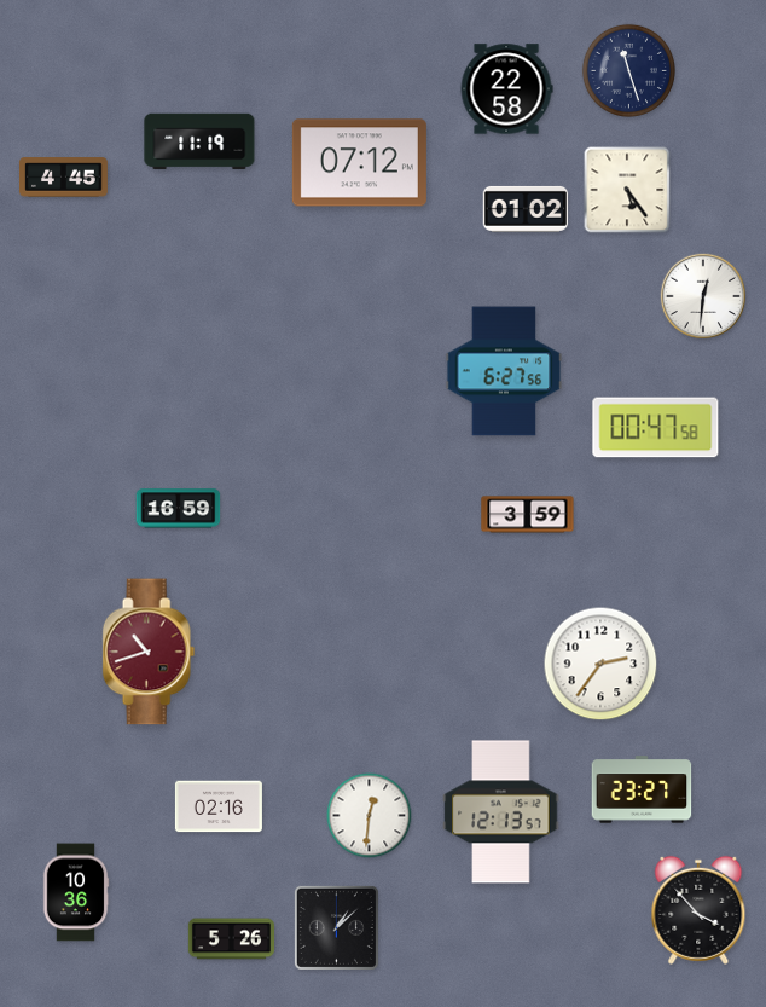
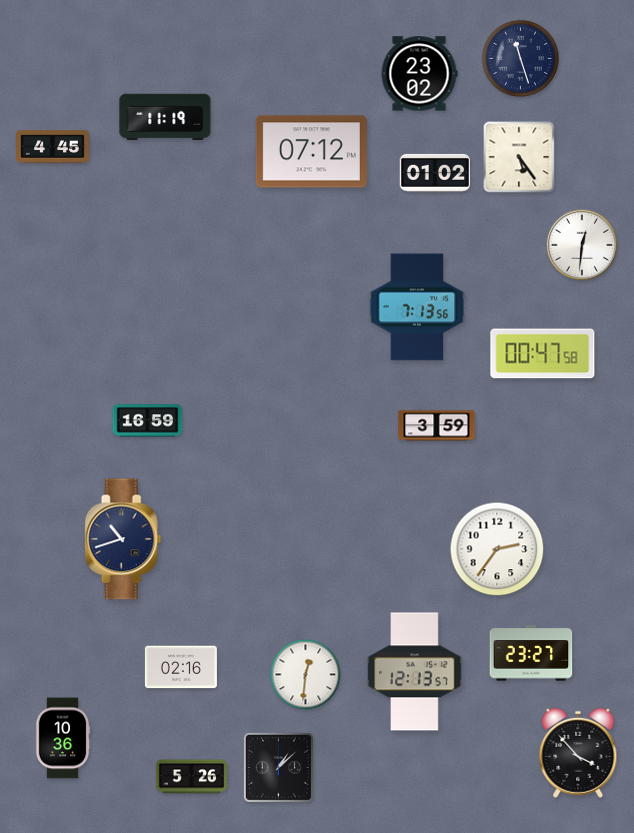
clock at (506, 89): 22:58 -> 23:02
clock at (359, 163) position: (359, 163) -> (311, 152)
clock at (504, 371): 6:27 -> 7:13
clock at (149, 652) dial: burgundy -> navy
